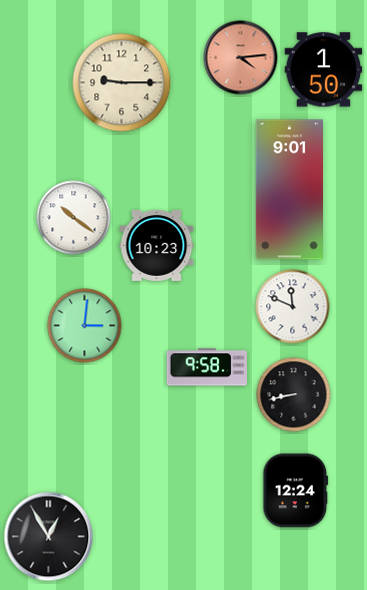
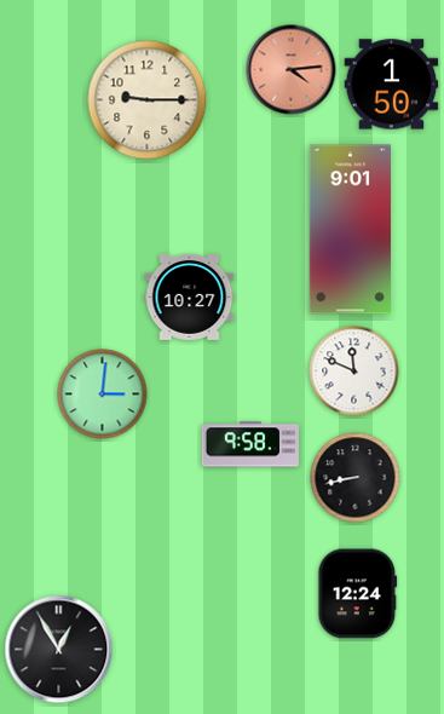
clock at (74, 218): 10:21 -> none
clock at (157, 245): 10:23 -> 10:27
